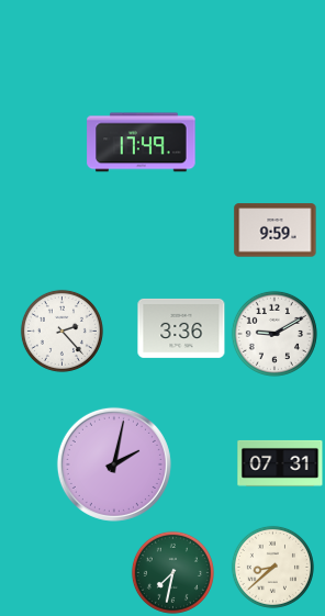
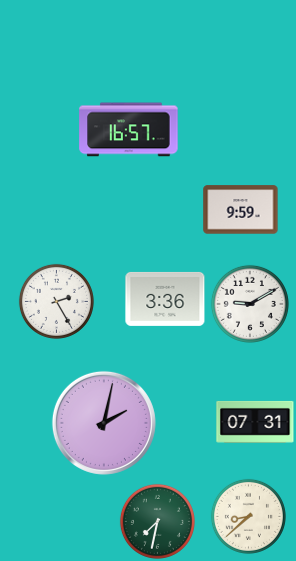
clock at (142, 143): 17:49 -> 16:57
clock at (276, 231) position: (276, 231) -> (241, 210)
clock at (61, 331): 2:23 -> 2:25
